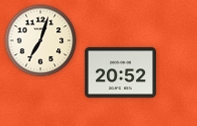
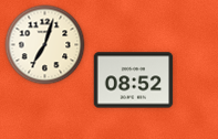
clock at (121, 73): 20:52 -> 08:52
